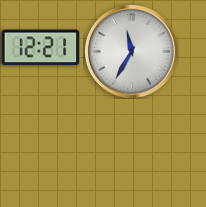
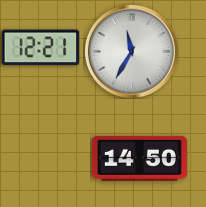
clock at (139, 158): none -> 14:50
